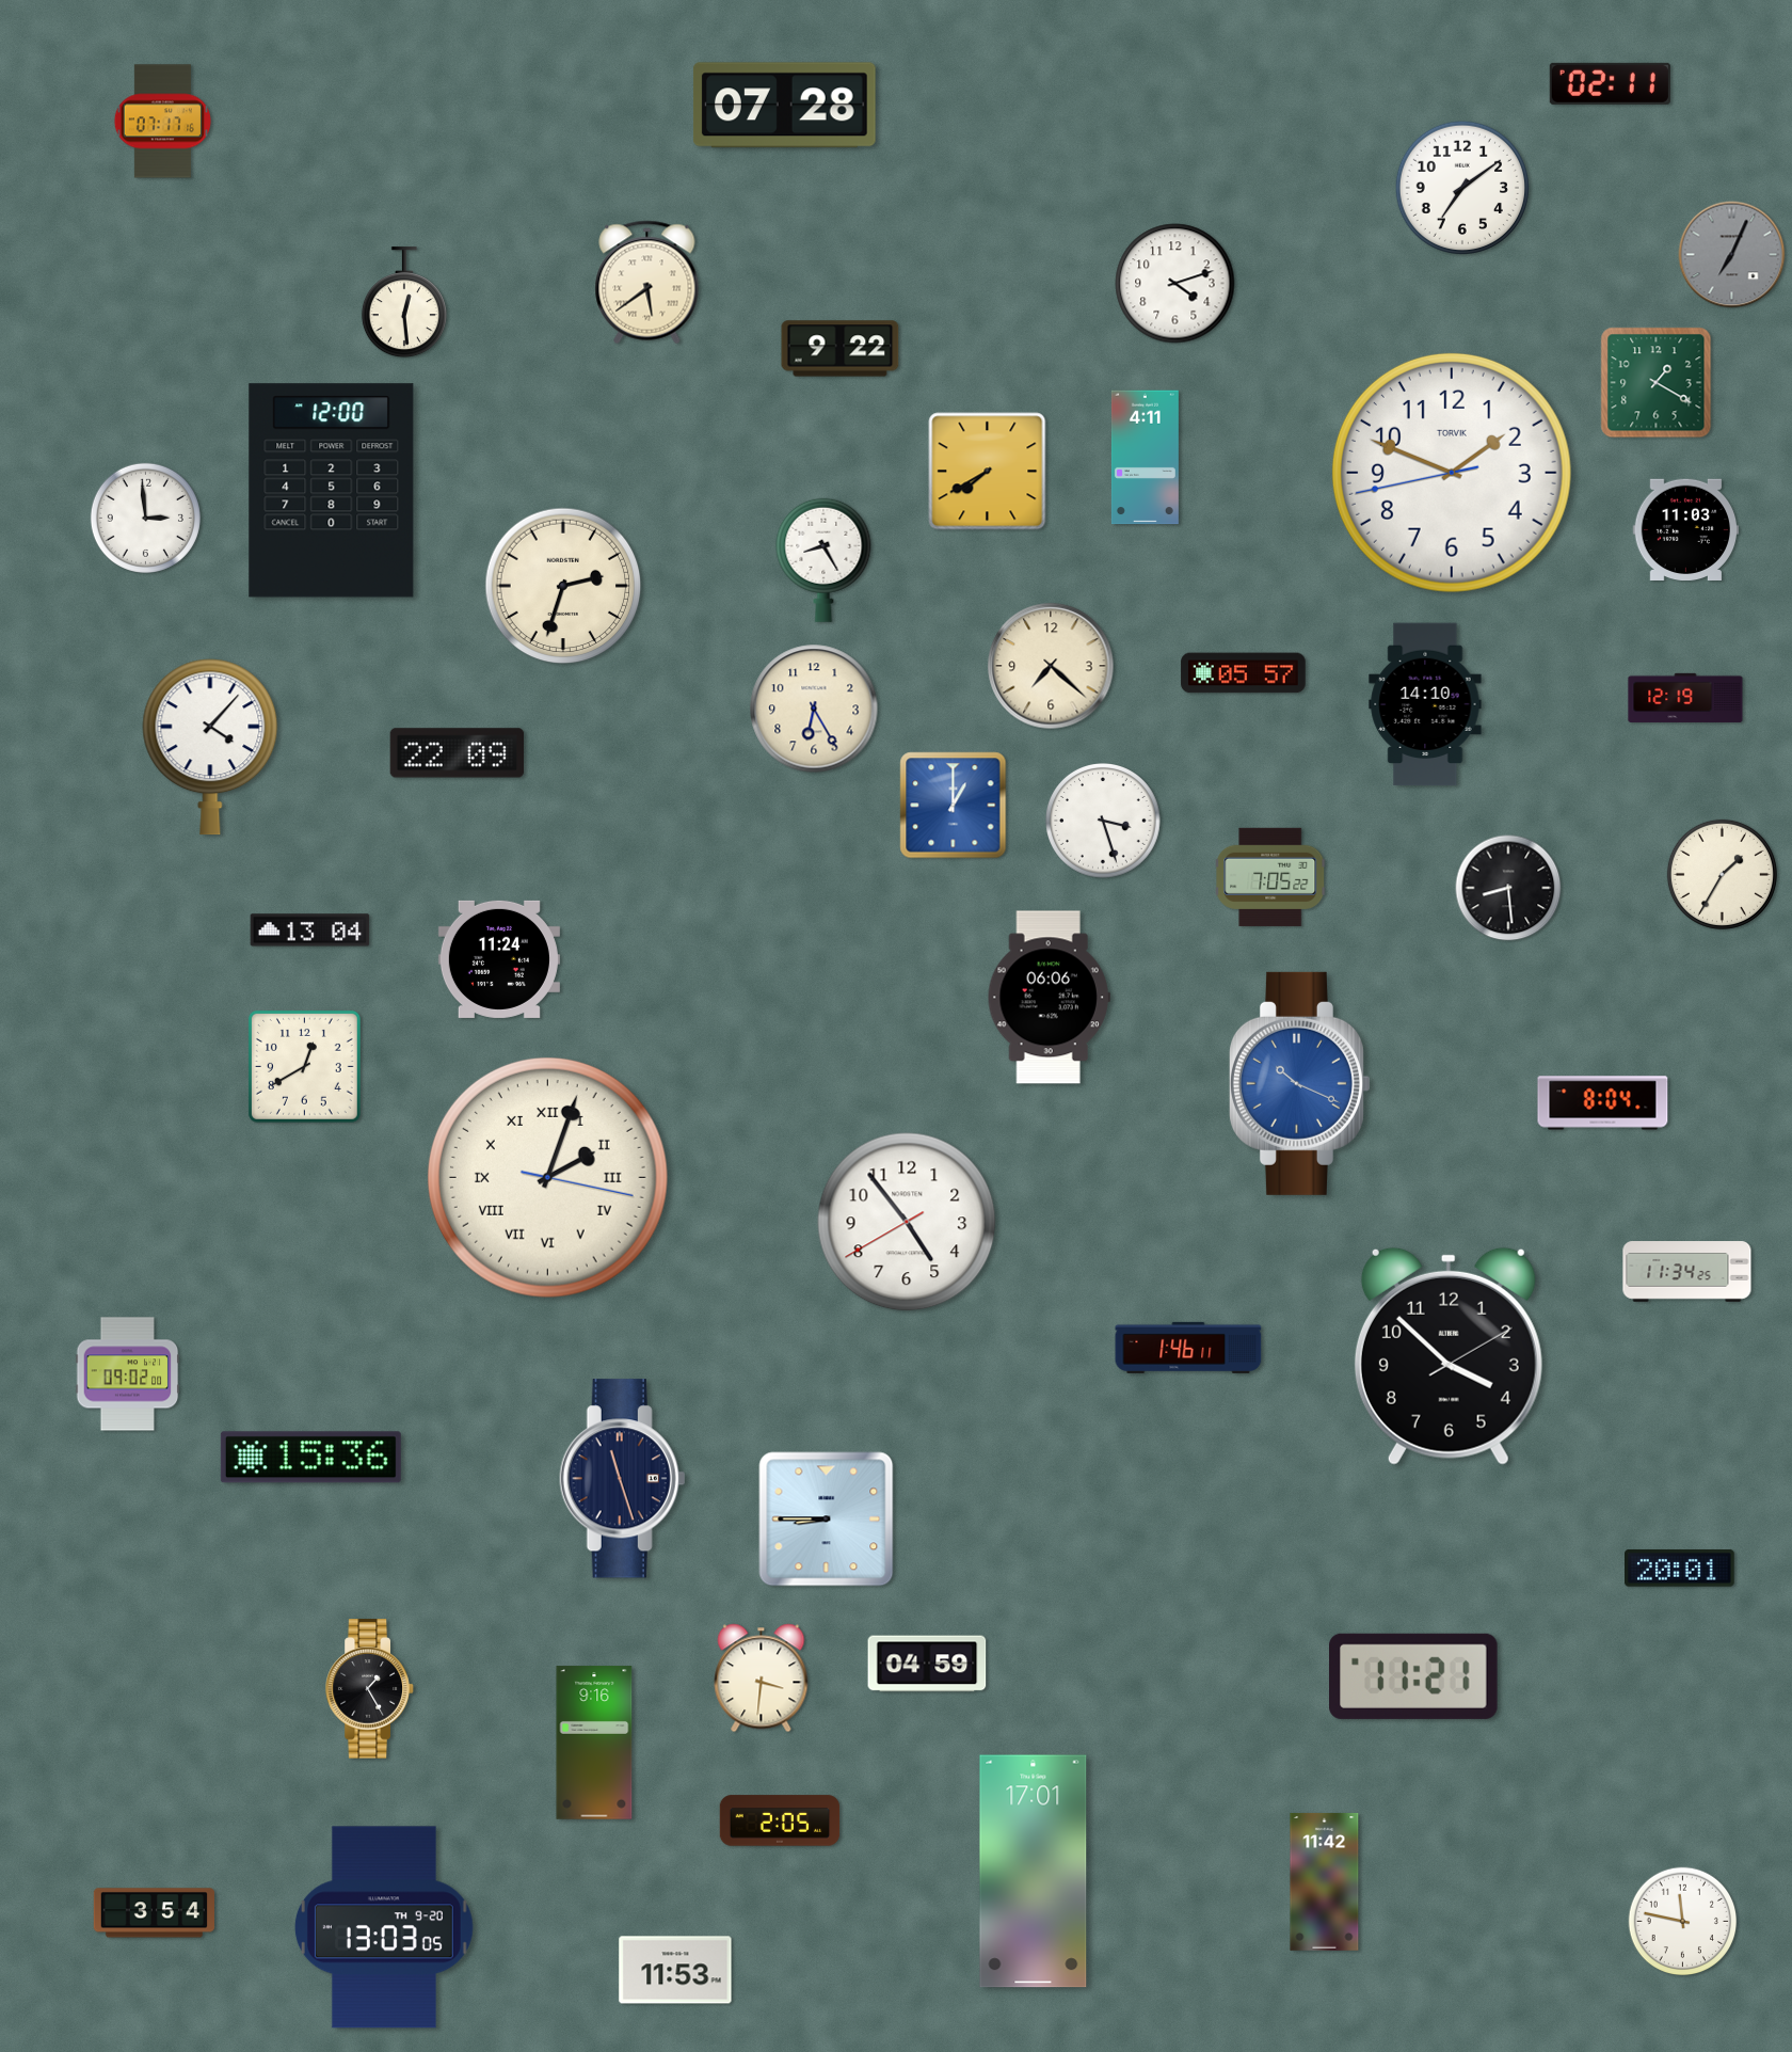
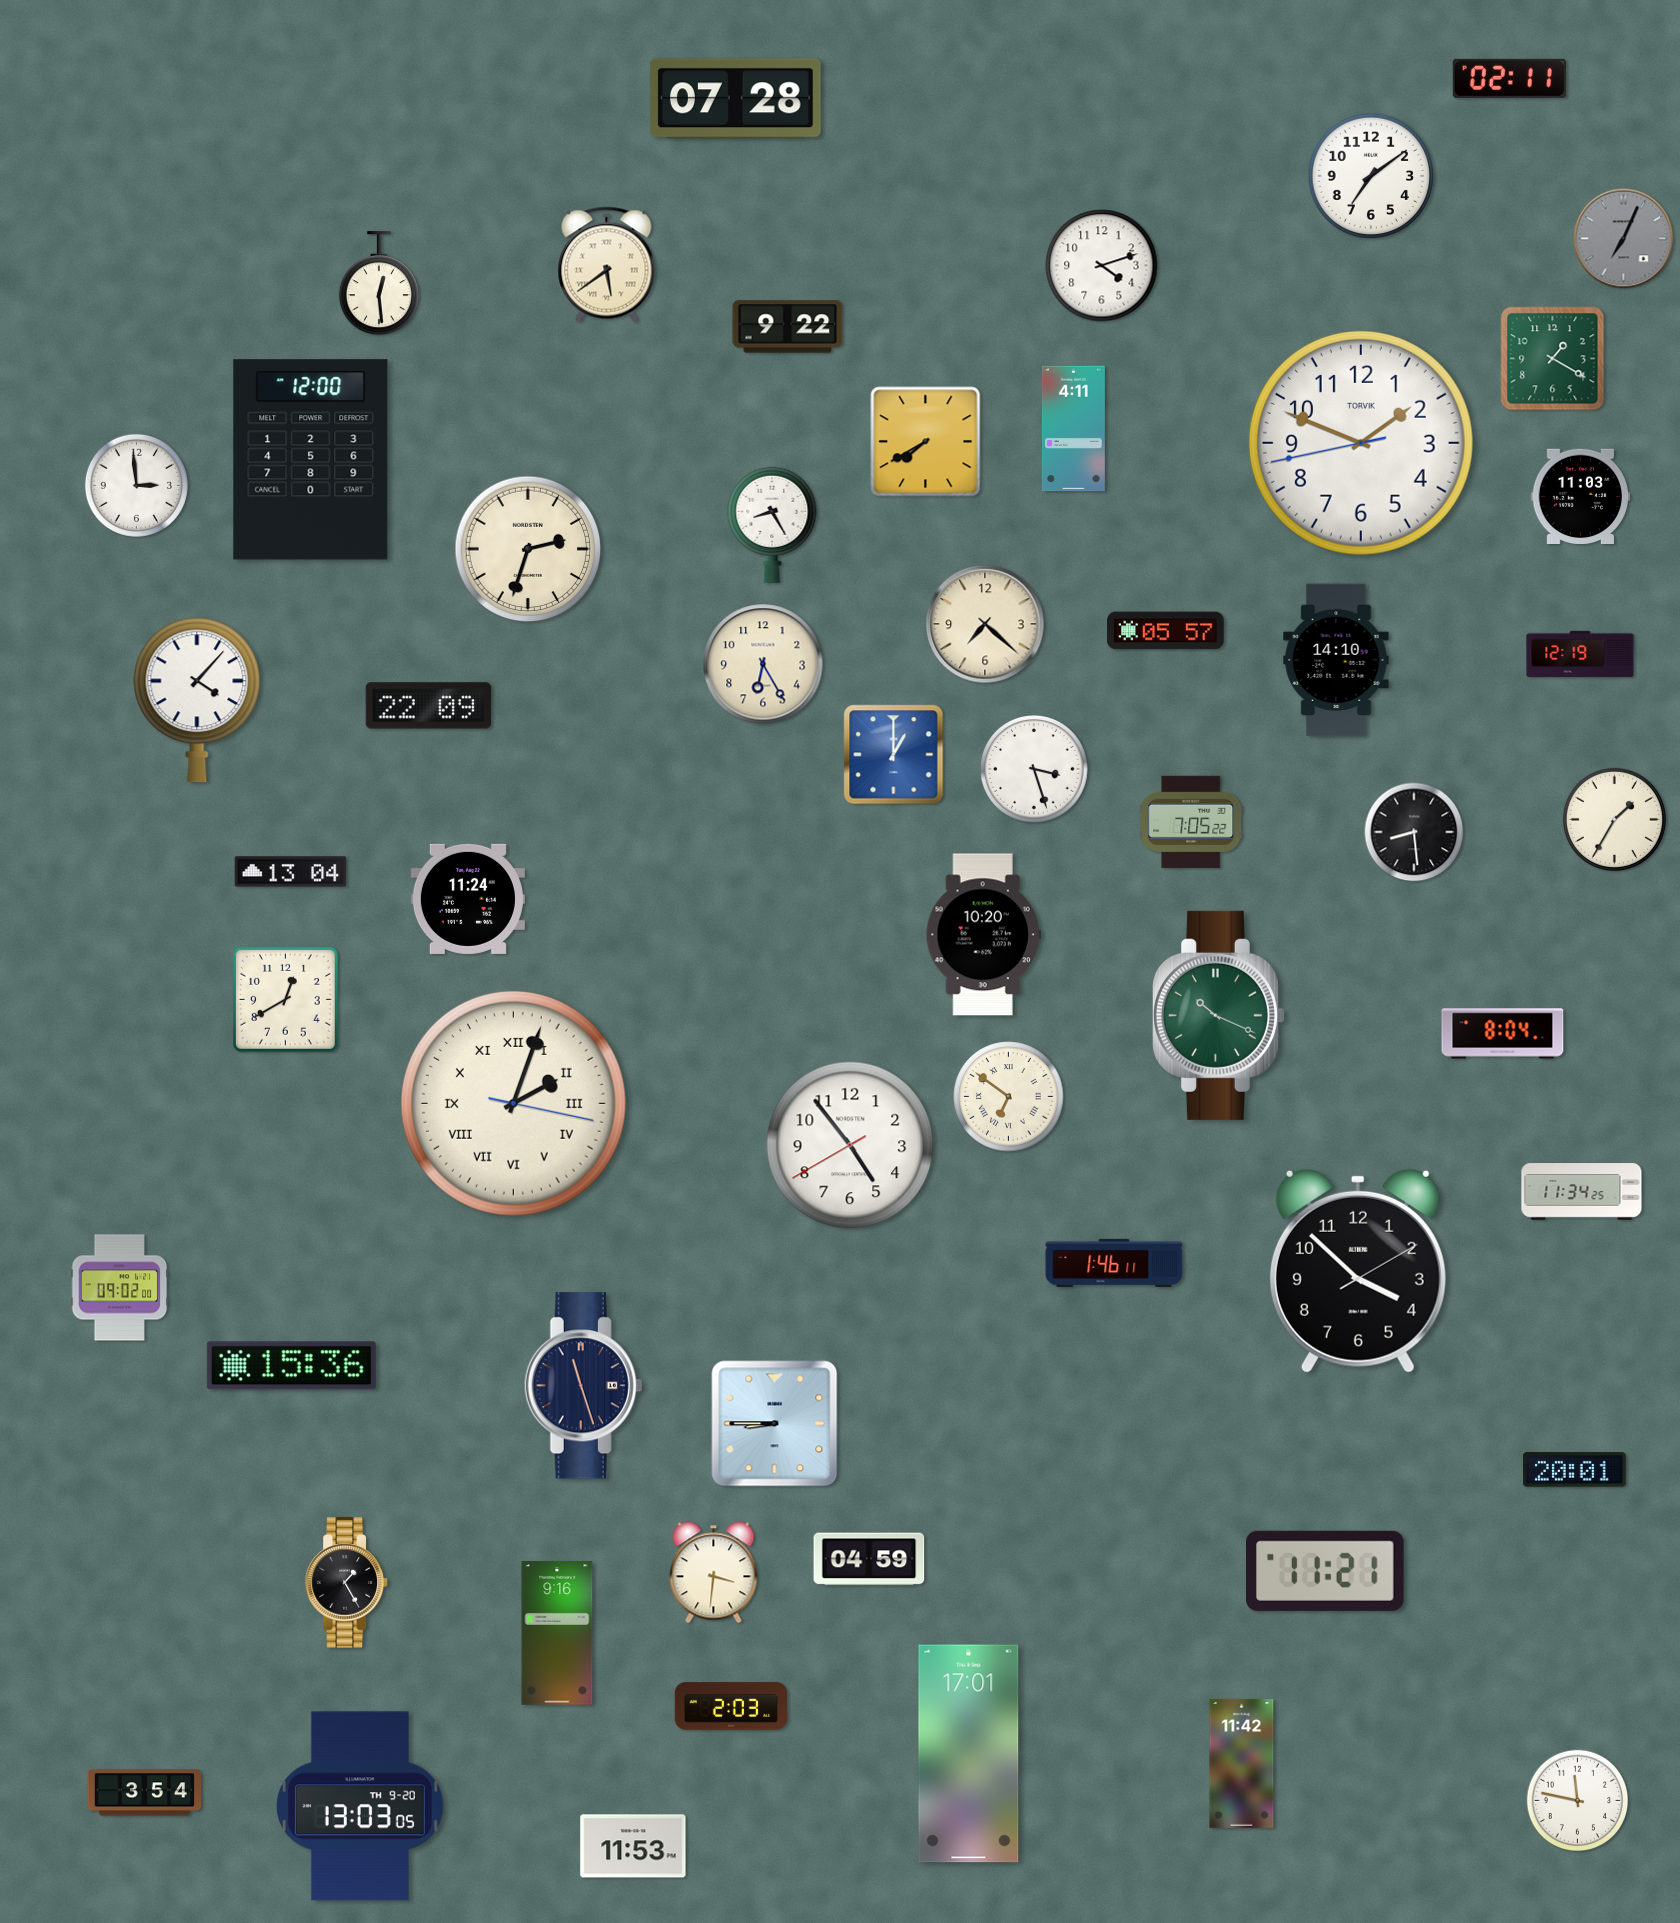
clock at (162, 122): 07:17 -> none
clock at (1049, 998): 06:06 -> 10:20
clock at (1299, 1083) dial: blue -> green
clock at (1009, 1097): none -> 6:51
clock at (780, 1820): 2:05 -> 2:03
